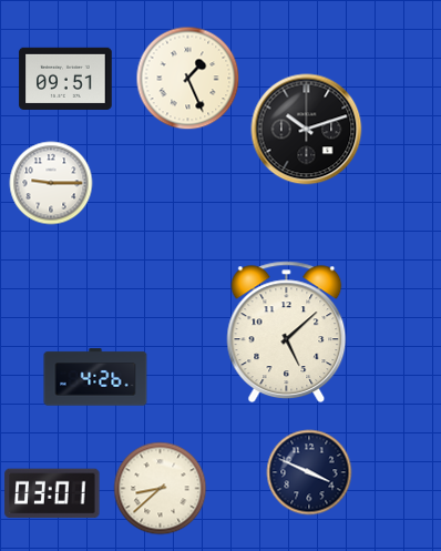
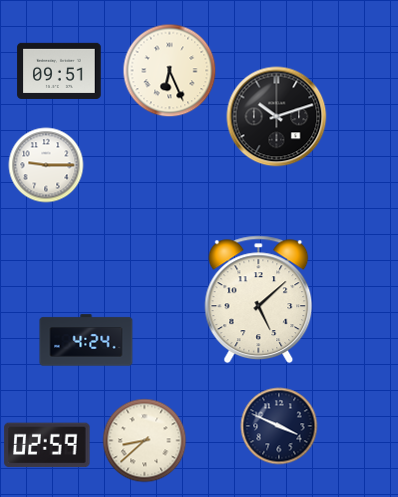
clock at (188, 79): 1:26 -> 6:26
clock at (95, 377): 4:26 -> 4:24
clock at (52, 493): 03:01 -> 02:59
